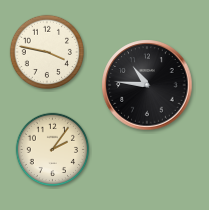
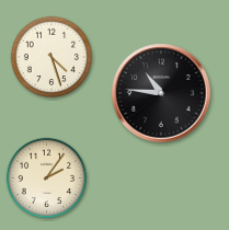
clock at (46, 51): 3:47 -> 4:27
clock at (53, 150) position: (53, 150) -> (47, 179)
